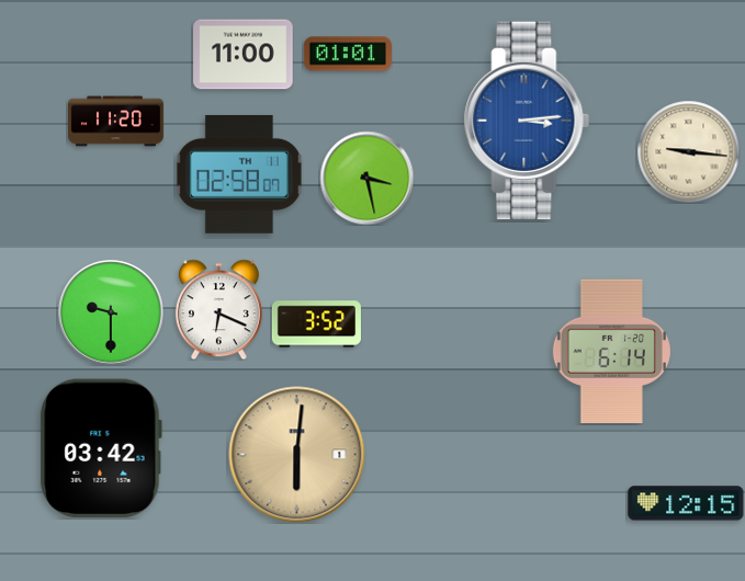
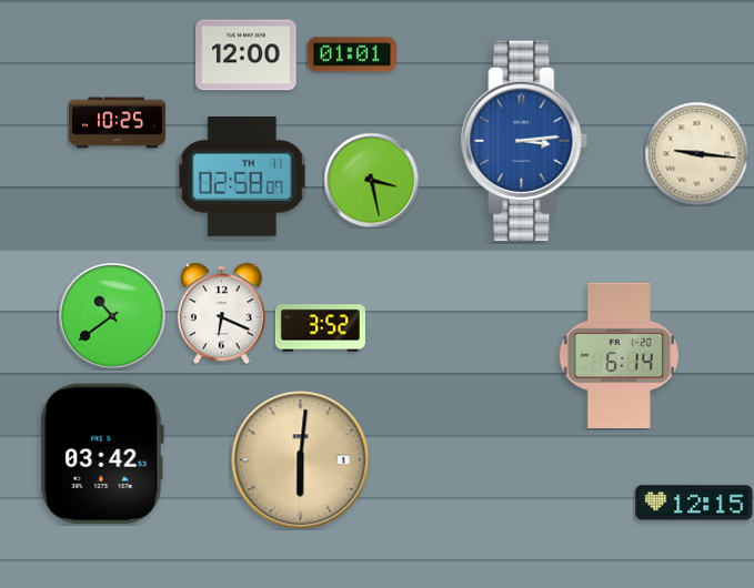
clock at (244, 55): 11:00 -> 12:00
clock at (527, 121) position: (527, 121) -> (524, 141)
clock at (116, 122): 11:20 -> 10:25
clock at (111, 312): 9:30 -> 10:39
clock at (686, 503) position: (686, 503) -> (694, 503)
